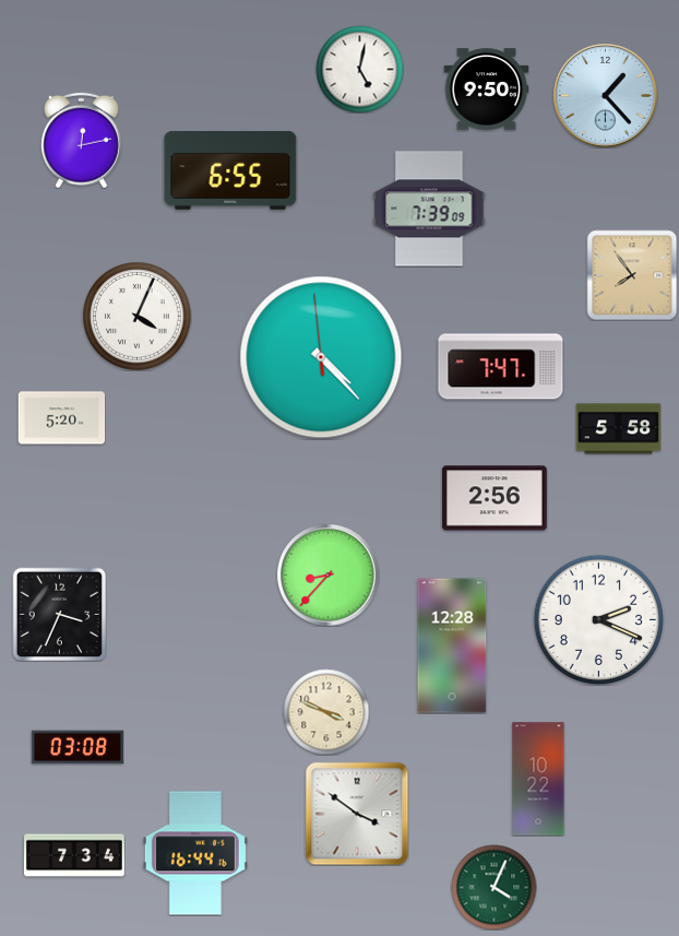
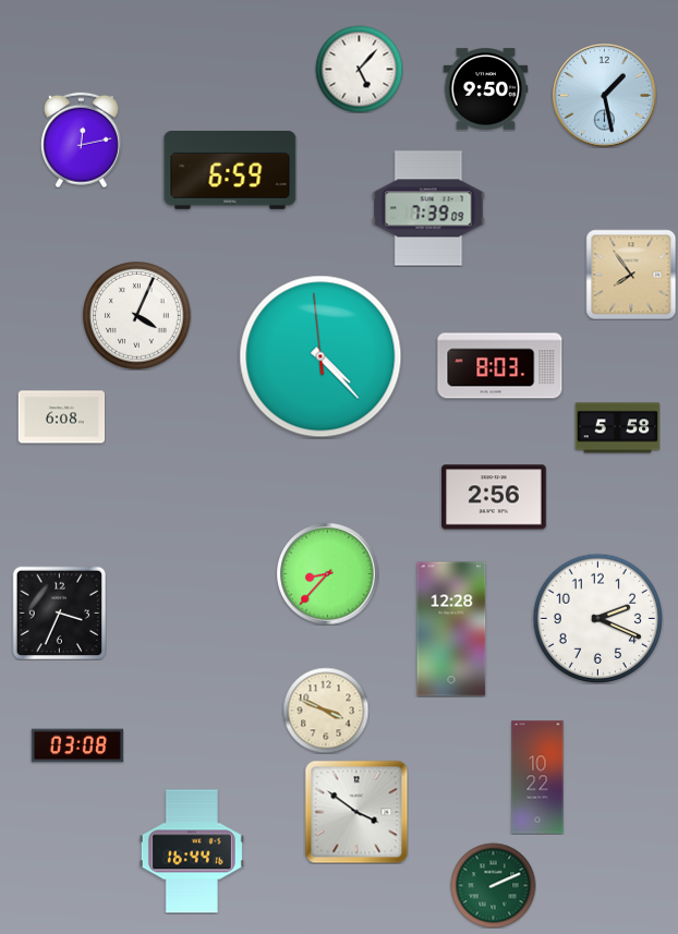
clock at (359, 69): 5:02 -> 5:07
clock at (606, 96): 1:23 -> 1:28
clock at (230, 171): 6:55 -> 6:59
clock at (501, 367): 7:47 -> 8:03
clock at (61, 418): 5:20 -> 6:08
clock at (452, 645) position: (452, 645) -> (451, 629)
clock at (195, 853) position: (195, 853) -> (192, 851)
clock at (75, 855): 7:34 -> none
clock at (493, 887): 4:04 -> 2:11
